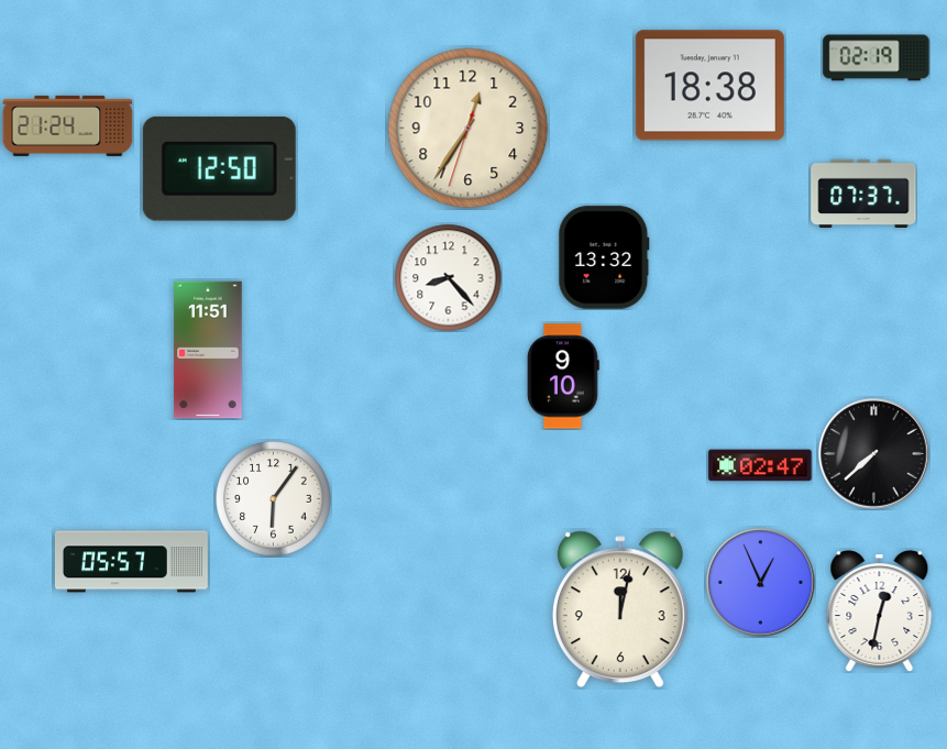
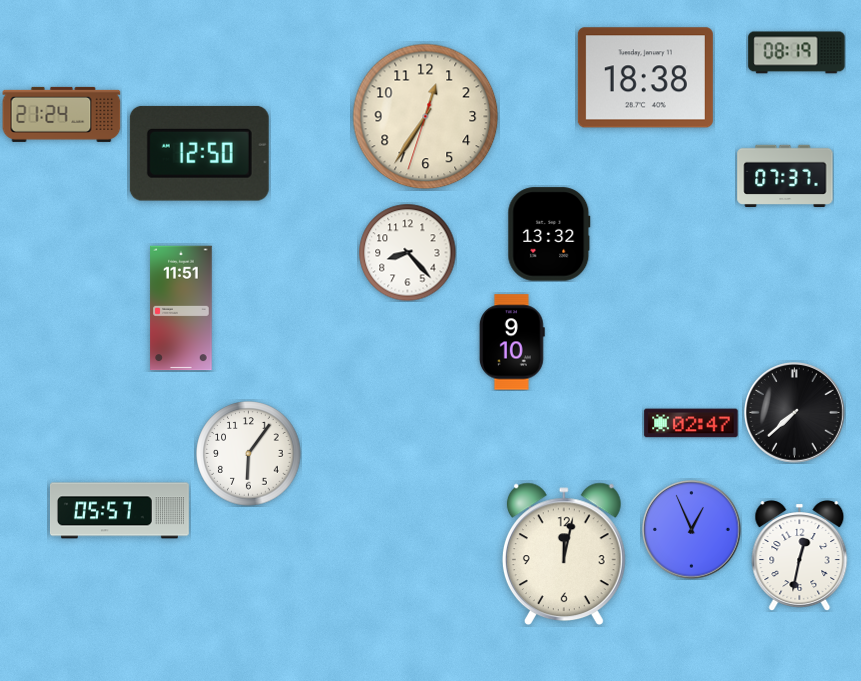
clock at (877, 58): 02:19 -> 08:19
clock at (208, 350) position: (208, 350) -> (181, 308)
